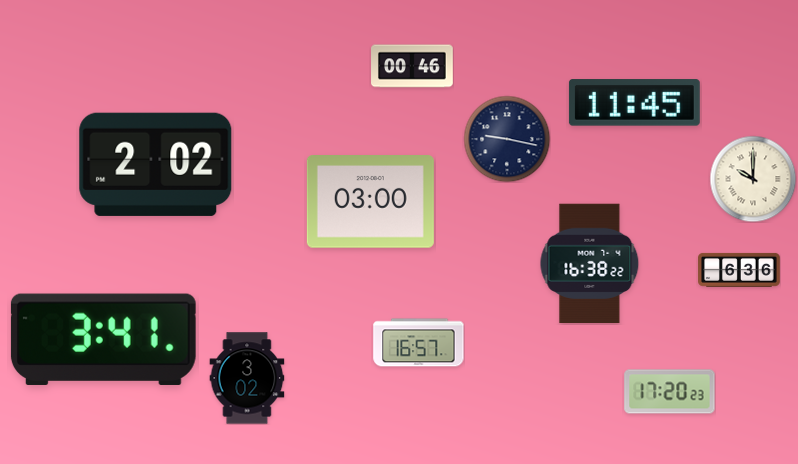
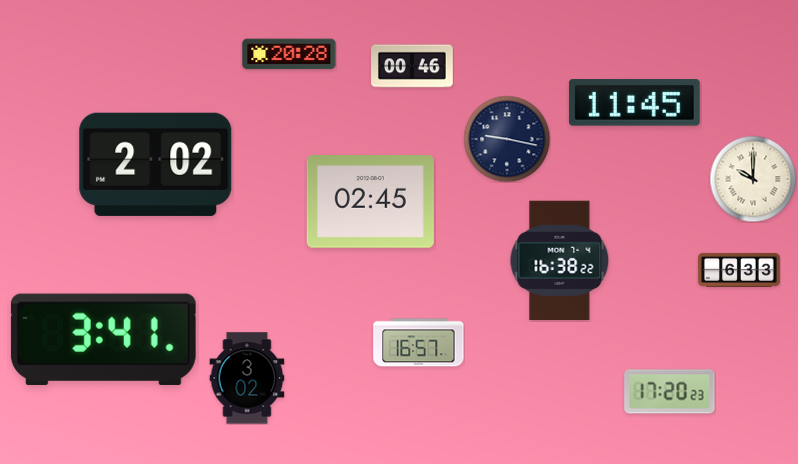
clock at (289, 54): none -> 20:28
clock at (370, 202): 03:00 -> 02:45
clock at (590, 264) position: (590, 264) -> (560, 261)
clock at (739, 270): 6:36 -> 6:33
